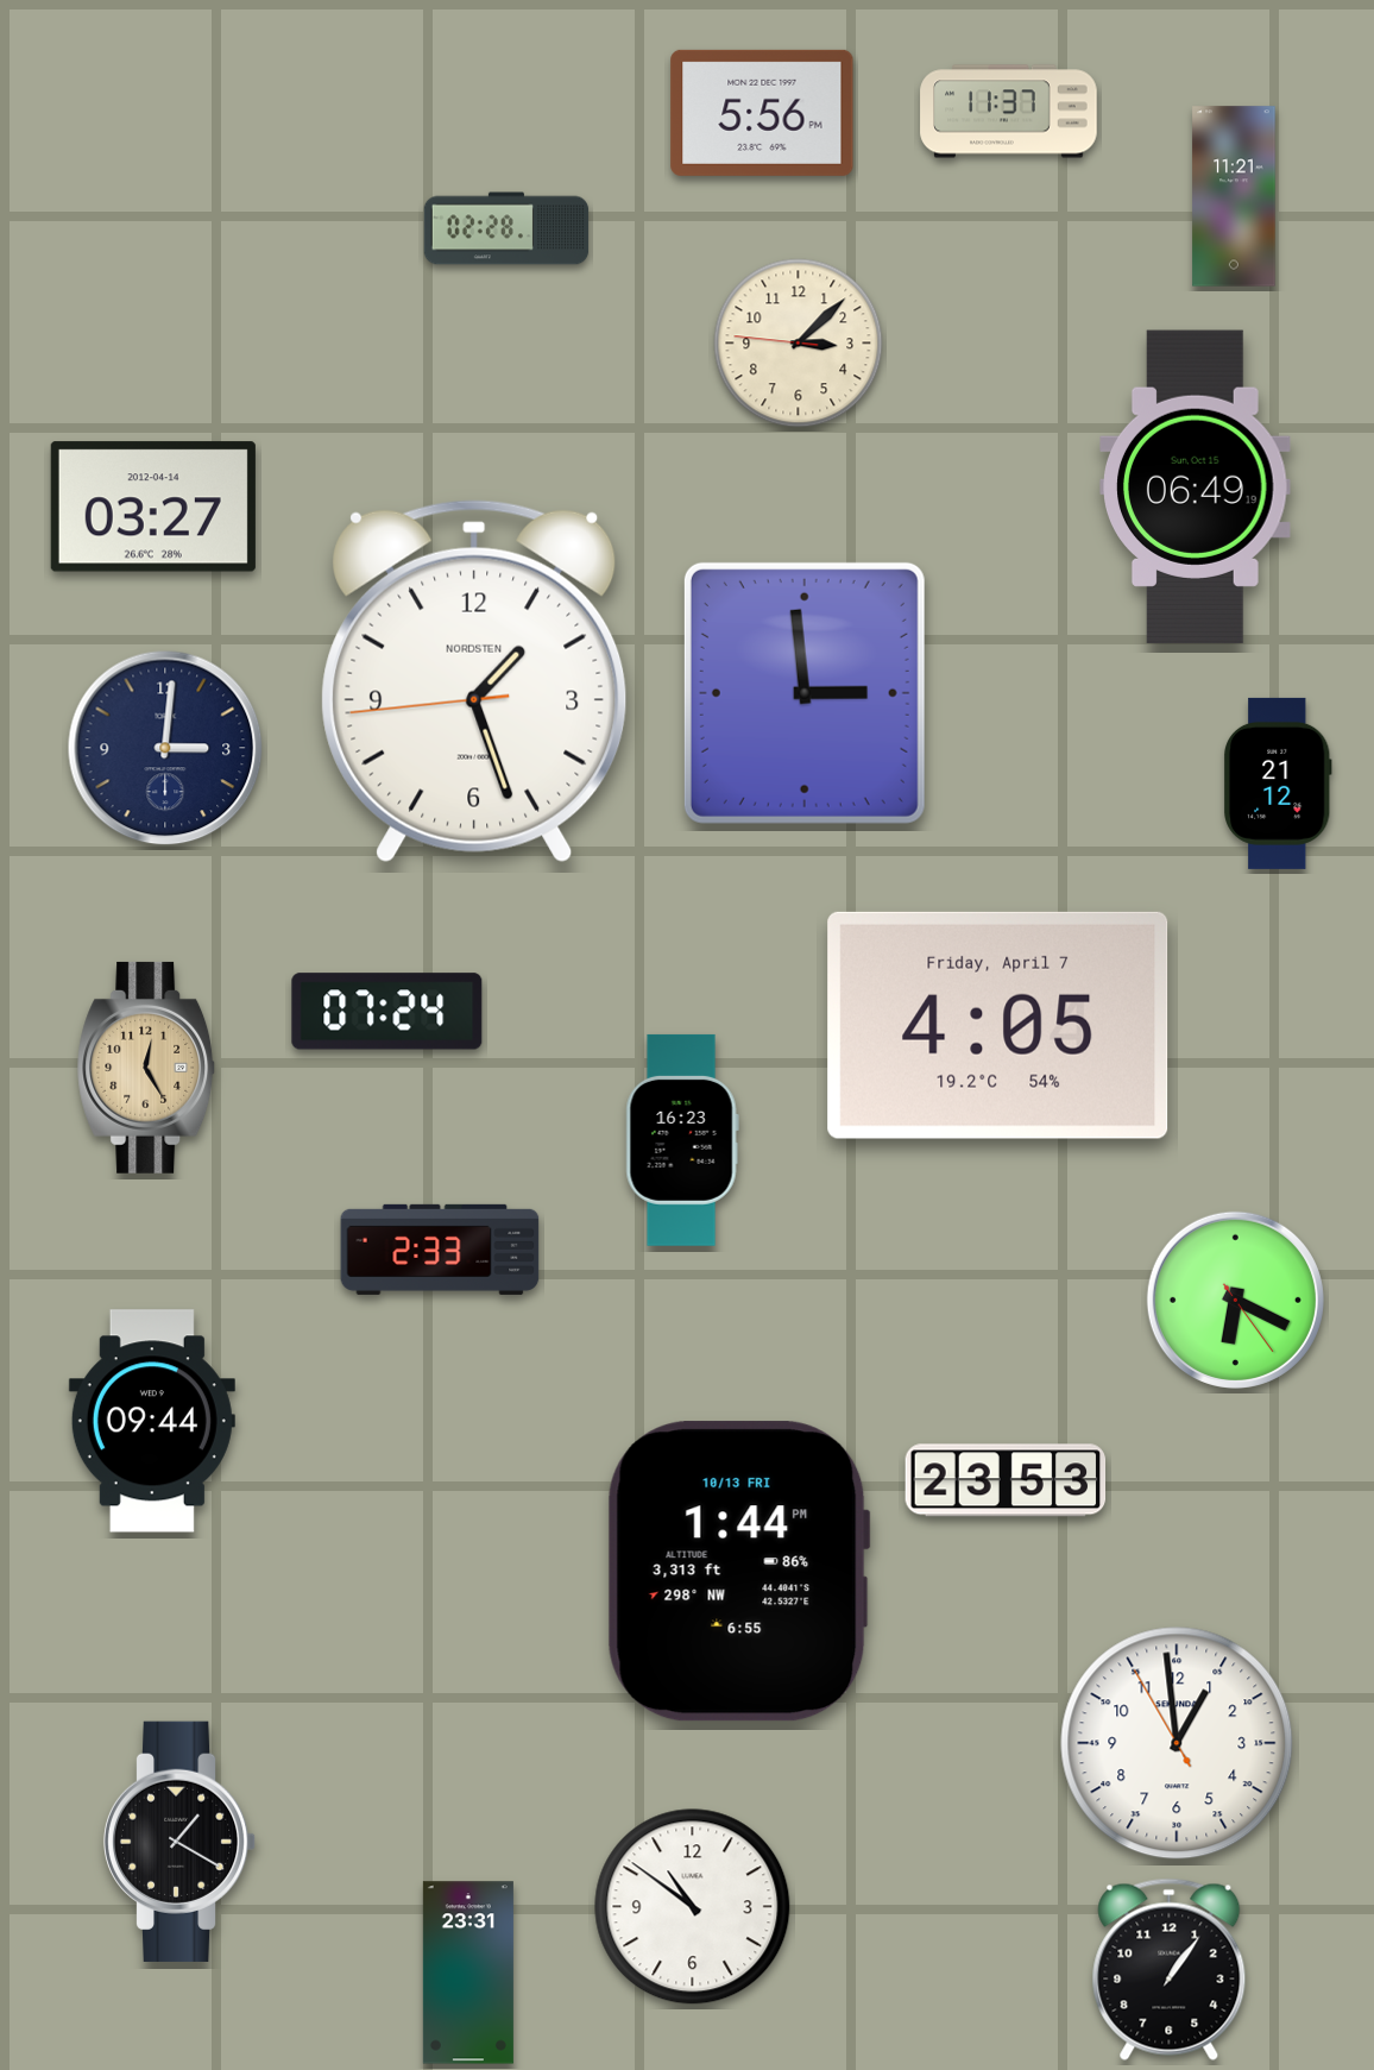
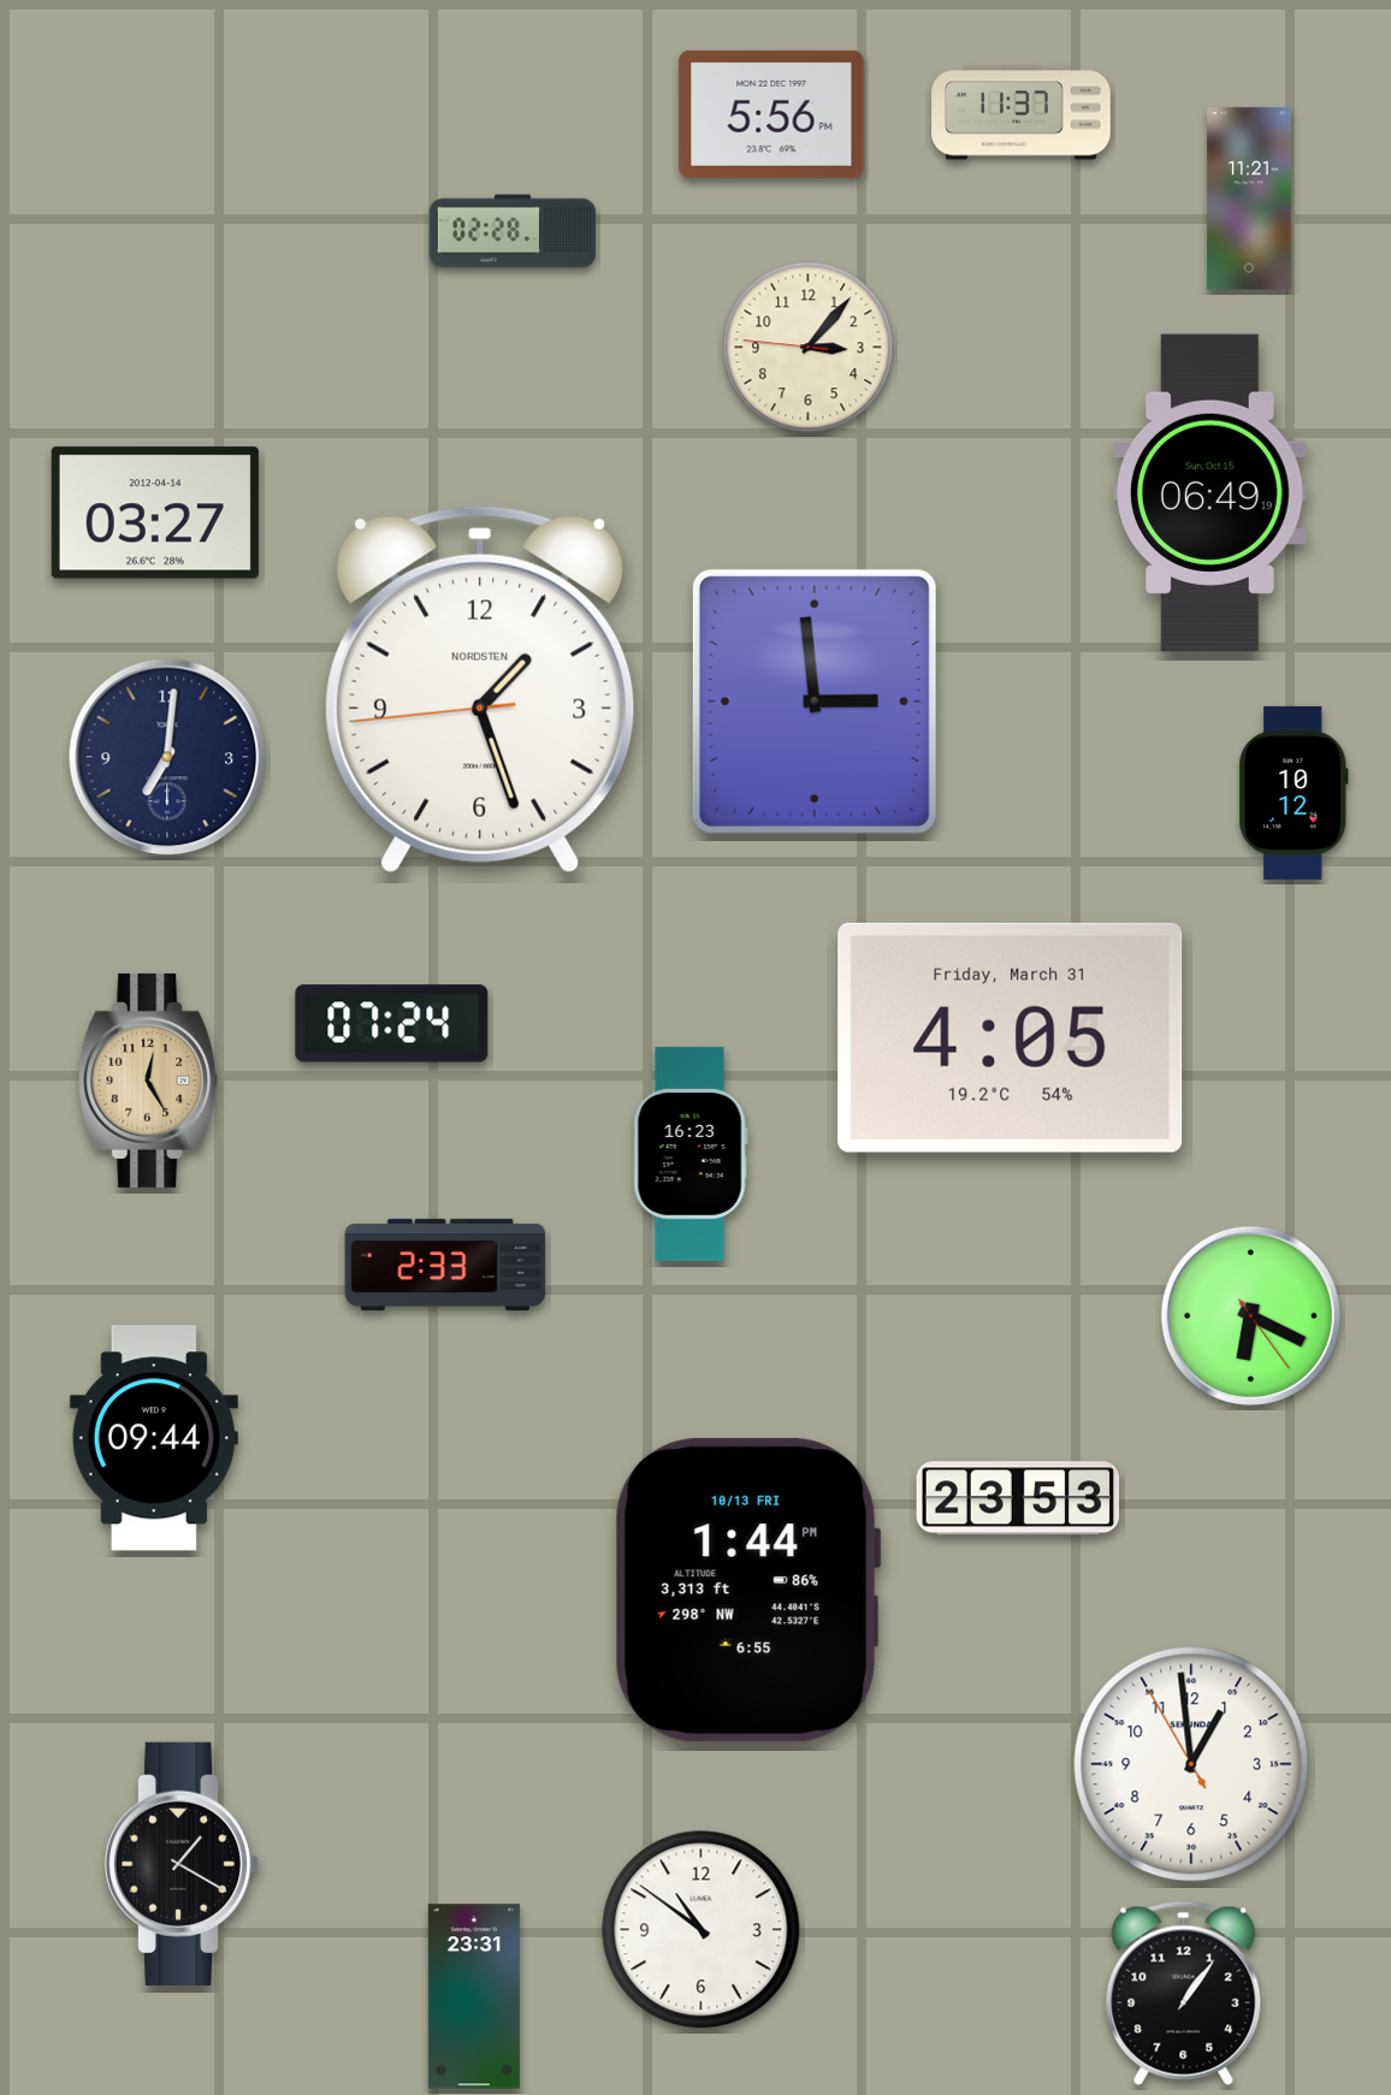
clock at (799, 344): 3:07 -> 3:06
clock at (165, 748): 3:01 -> 7:01
clock at (1279, 784): 21:12 -> 10:12
clock at (998, 1025) date: Friday, April 7 -> Friday, March 31
